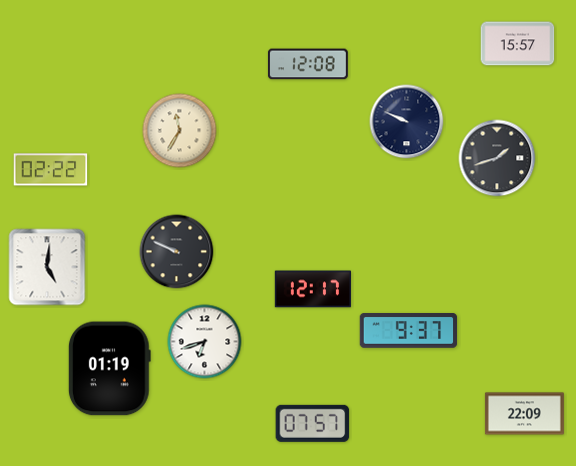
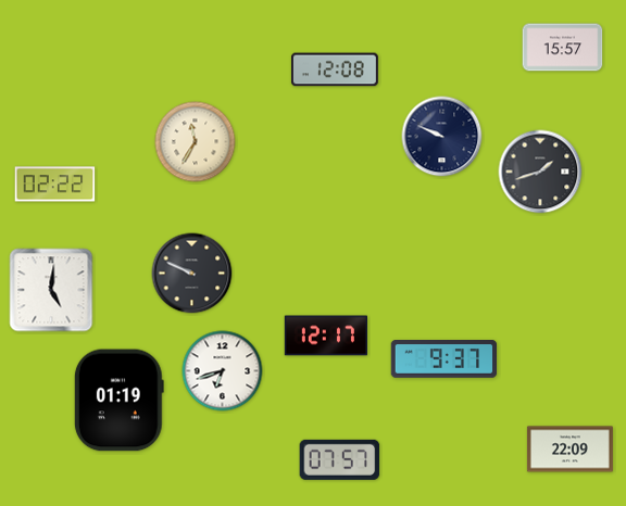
clock at (407, 122) position: (407, 122) -> (442, 137)
clock at (312, 289) position: (312, 289) -> (325, 336)
